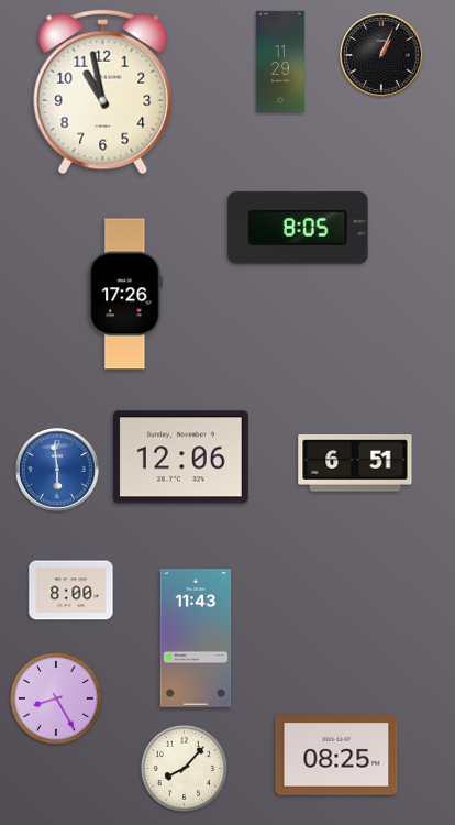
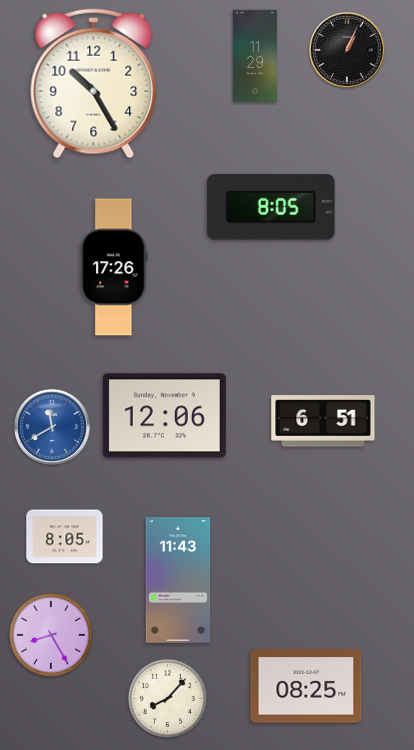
clock at (103, 92): 10:58 -> 10:25
clock at (57, 470): 5:59 -> 11:40
clock at (71, 591): 8:00 -> 8:05
